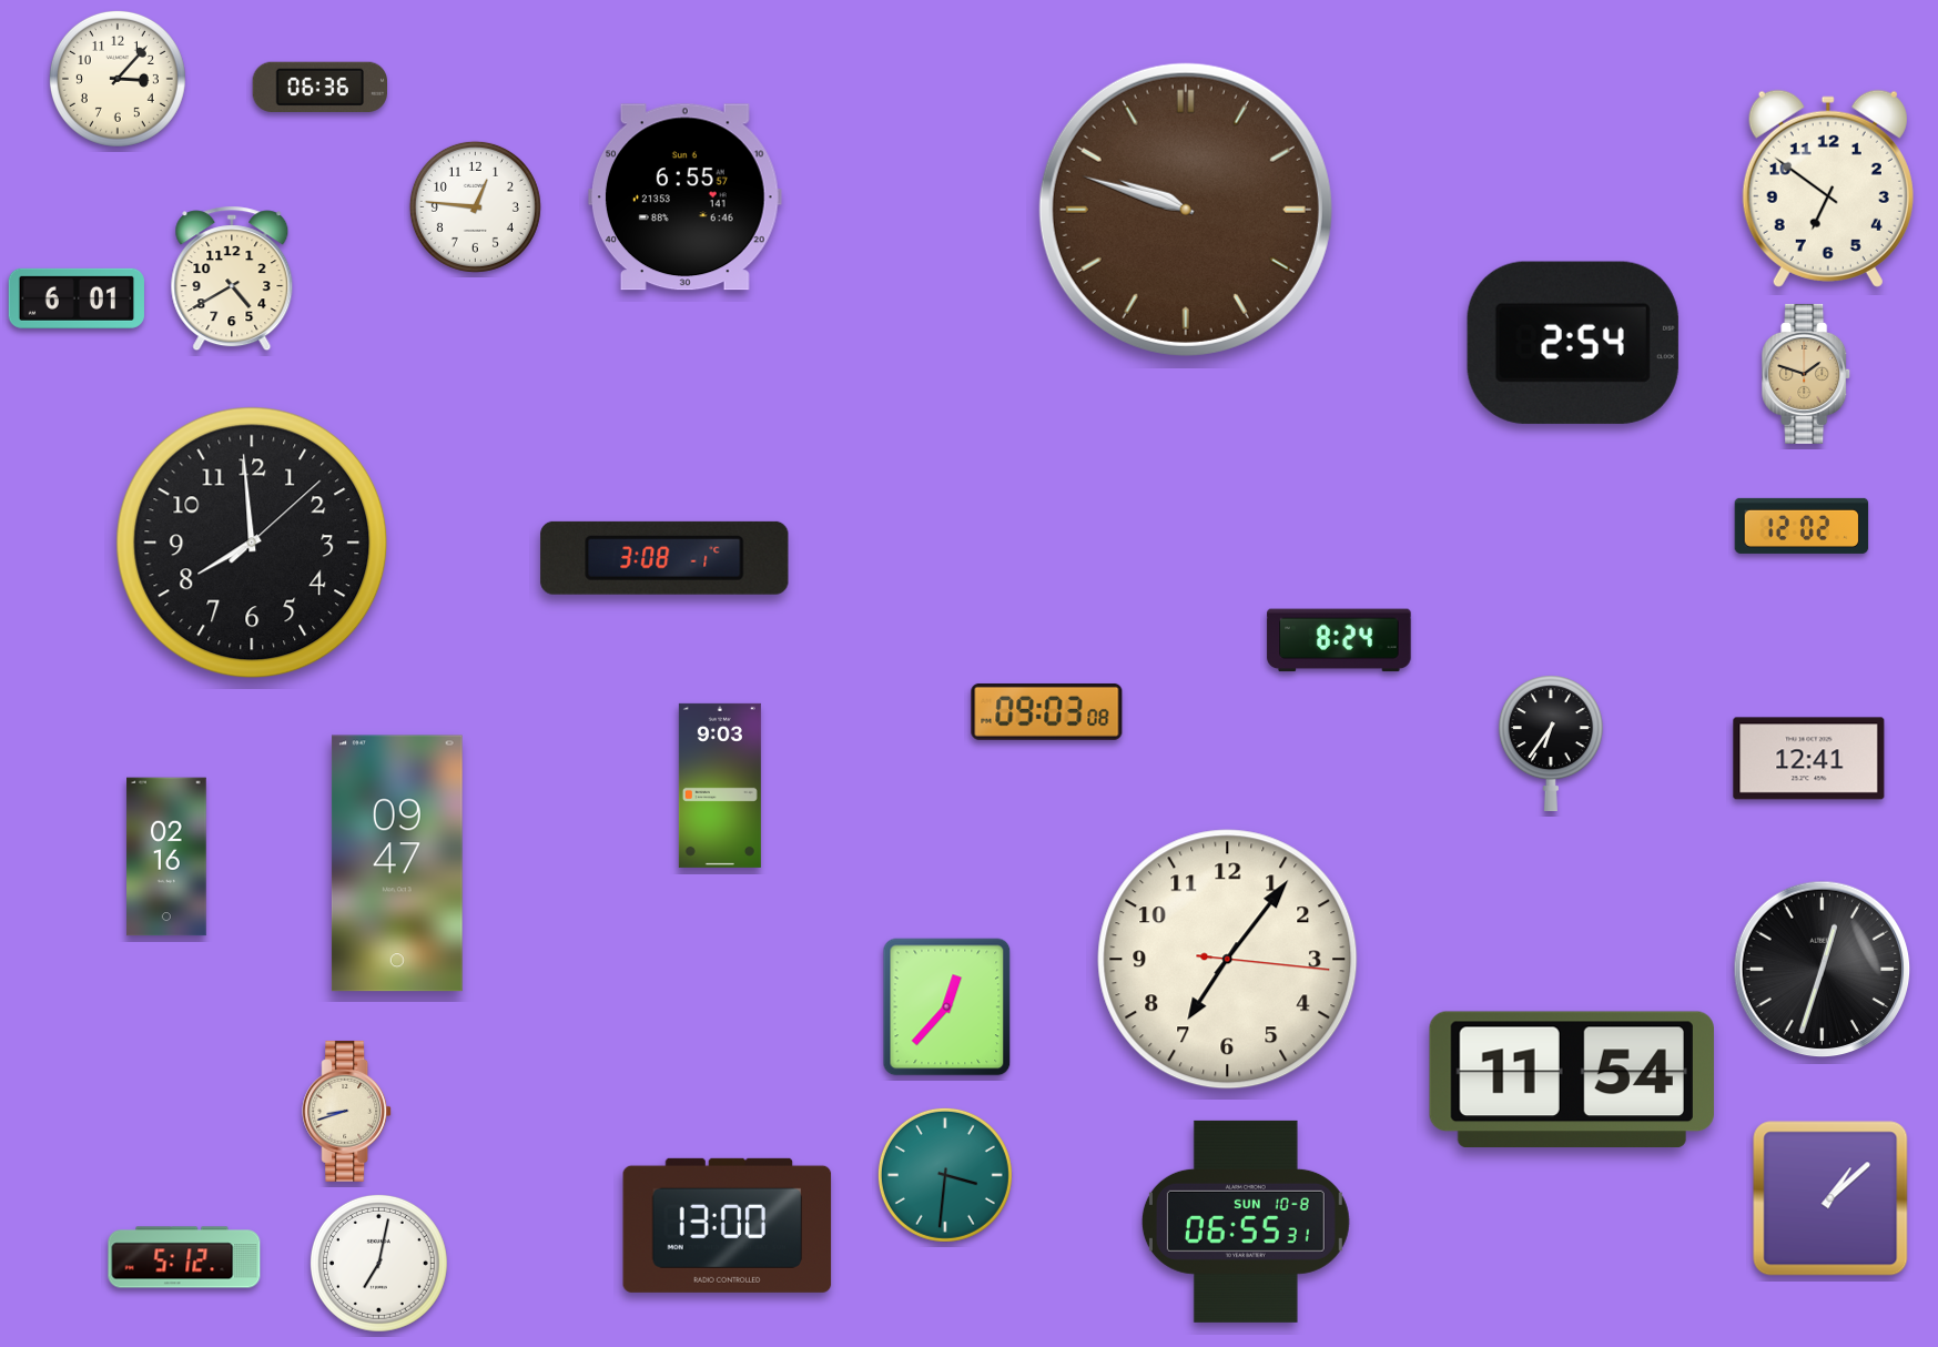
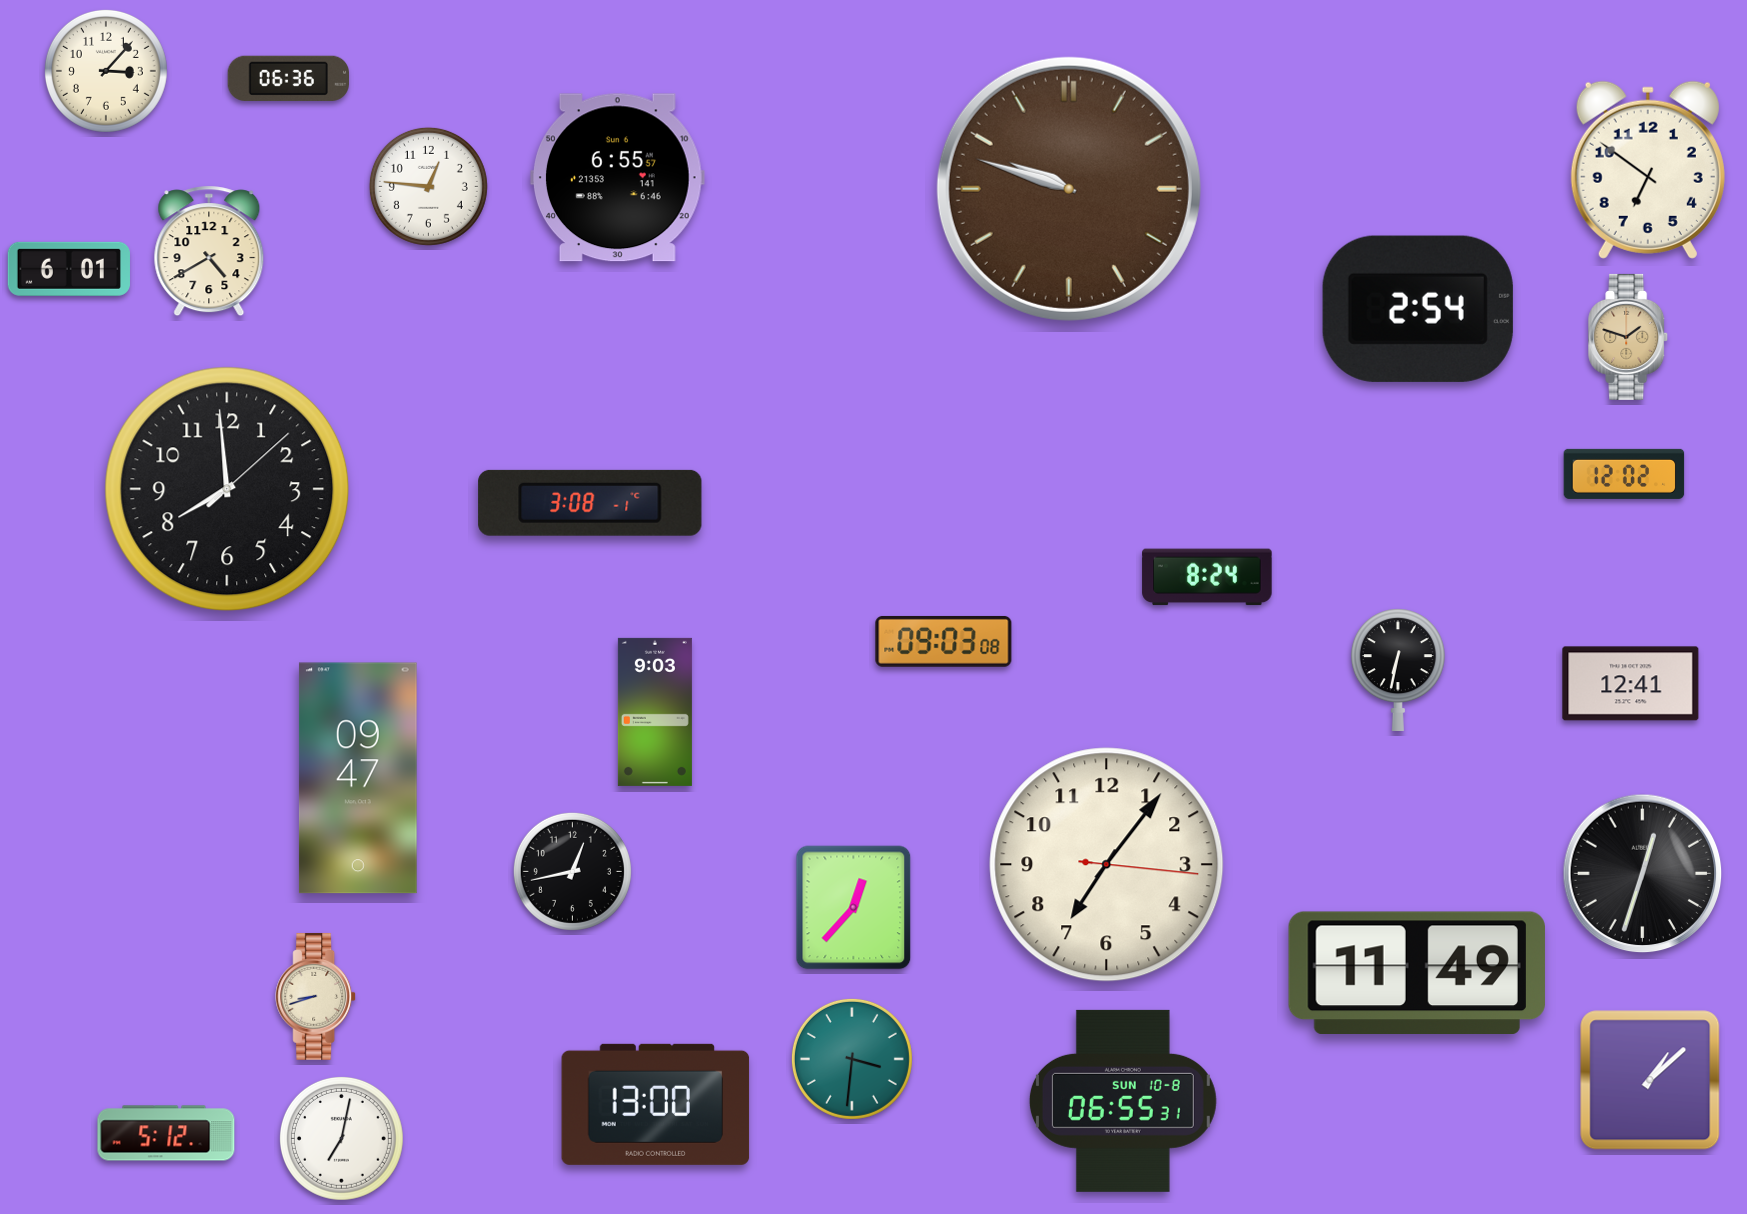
clock at (664, 558) position: (664, 558) -> (590, 503)
clock at (1551, 742): 6:36 -> 6:32
clock at (720, 786) position: (720, 786) -> (655, 712)
clock at (166, 857): 02:16 -> none
clock at (572, 871): none -> 12:43
clock at (1572, 1078): 11:54 -> 11:49
clock at (347, 1111) position: (347, 1111) -> (316, 996)
